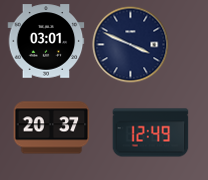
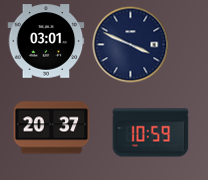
clock at (151, 133): 12:49 -> 10:59
